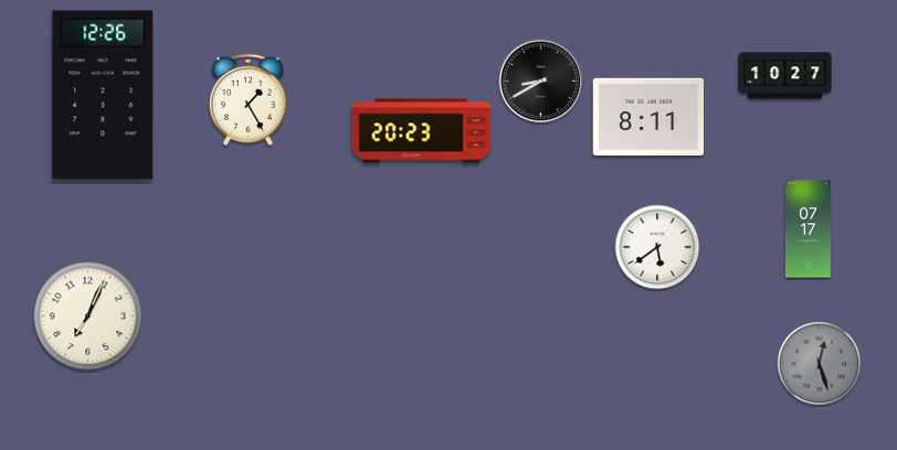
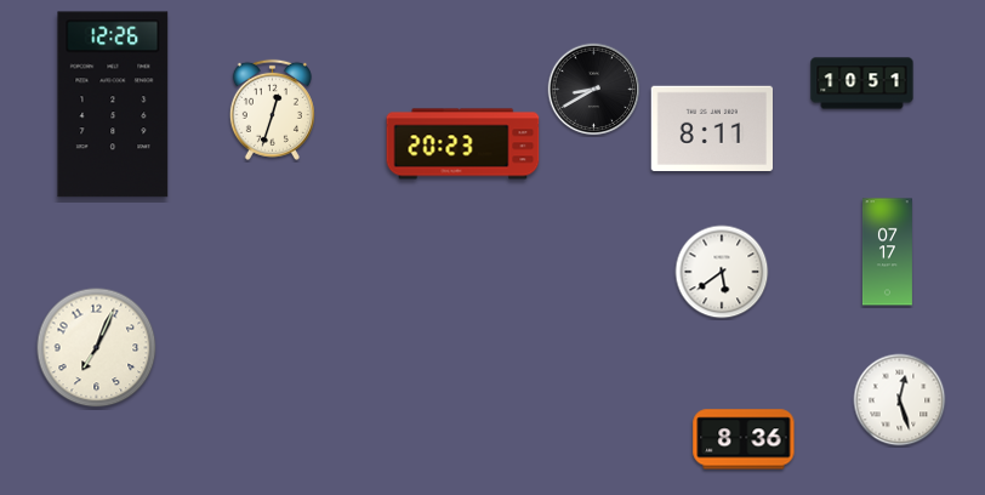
clock at (785, 76): 10:27 -> 10:51
clock at (247, 99): 1:25 -> 12:33
clock at (820, 364) dial: grey -> white
clock at (744, 439): none -> 8:36
